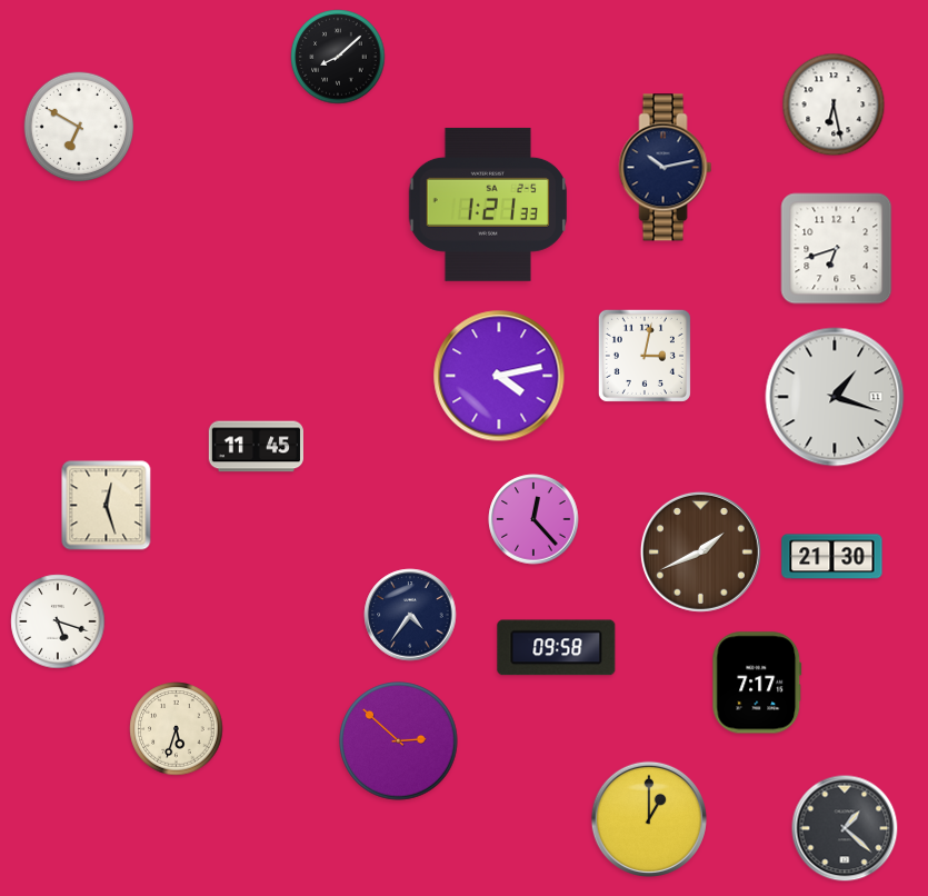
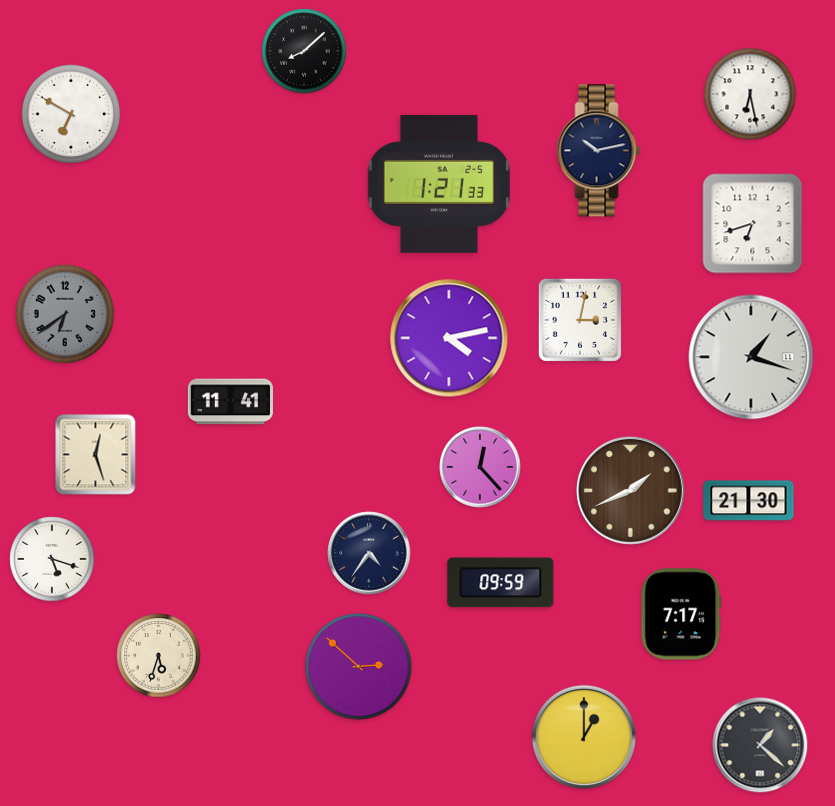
clock at (65, 314): none -> 6:39
clock at (256, 447): 11:45 -> 11:41
clock at (700, 551) position: (700, 551) -> (630, 490)
clock at (557, 648): 09:58 -> 09:59
